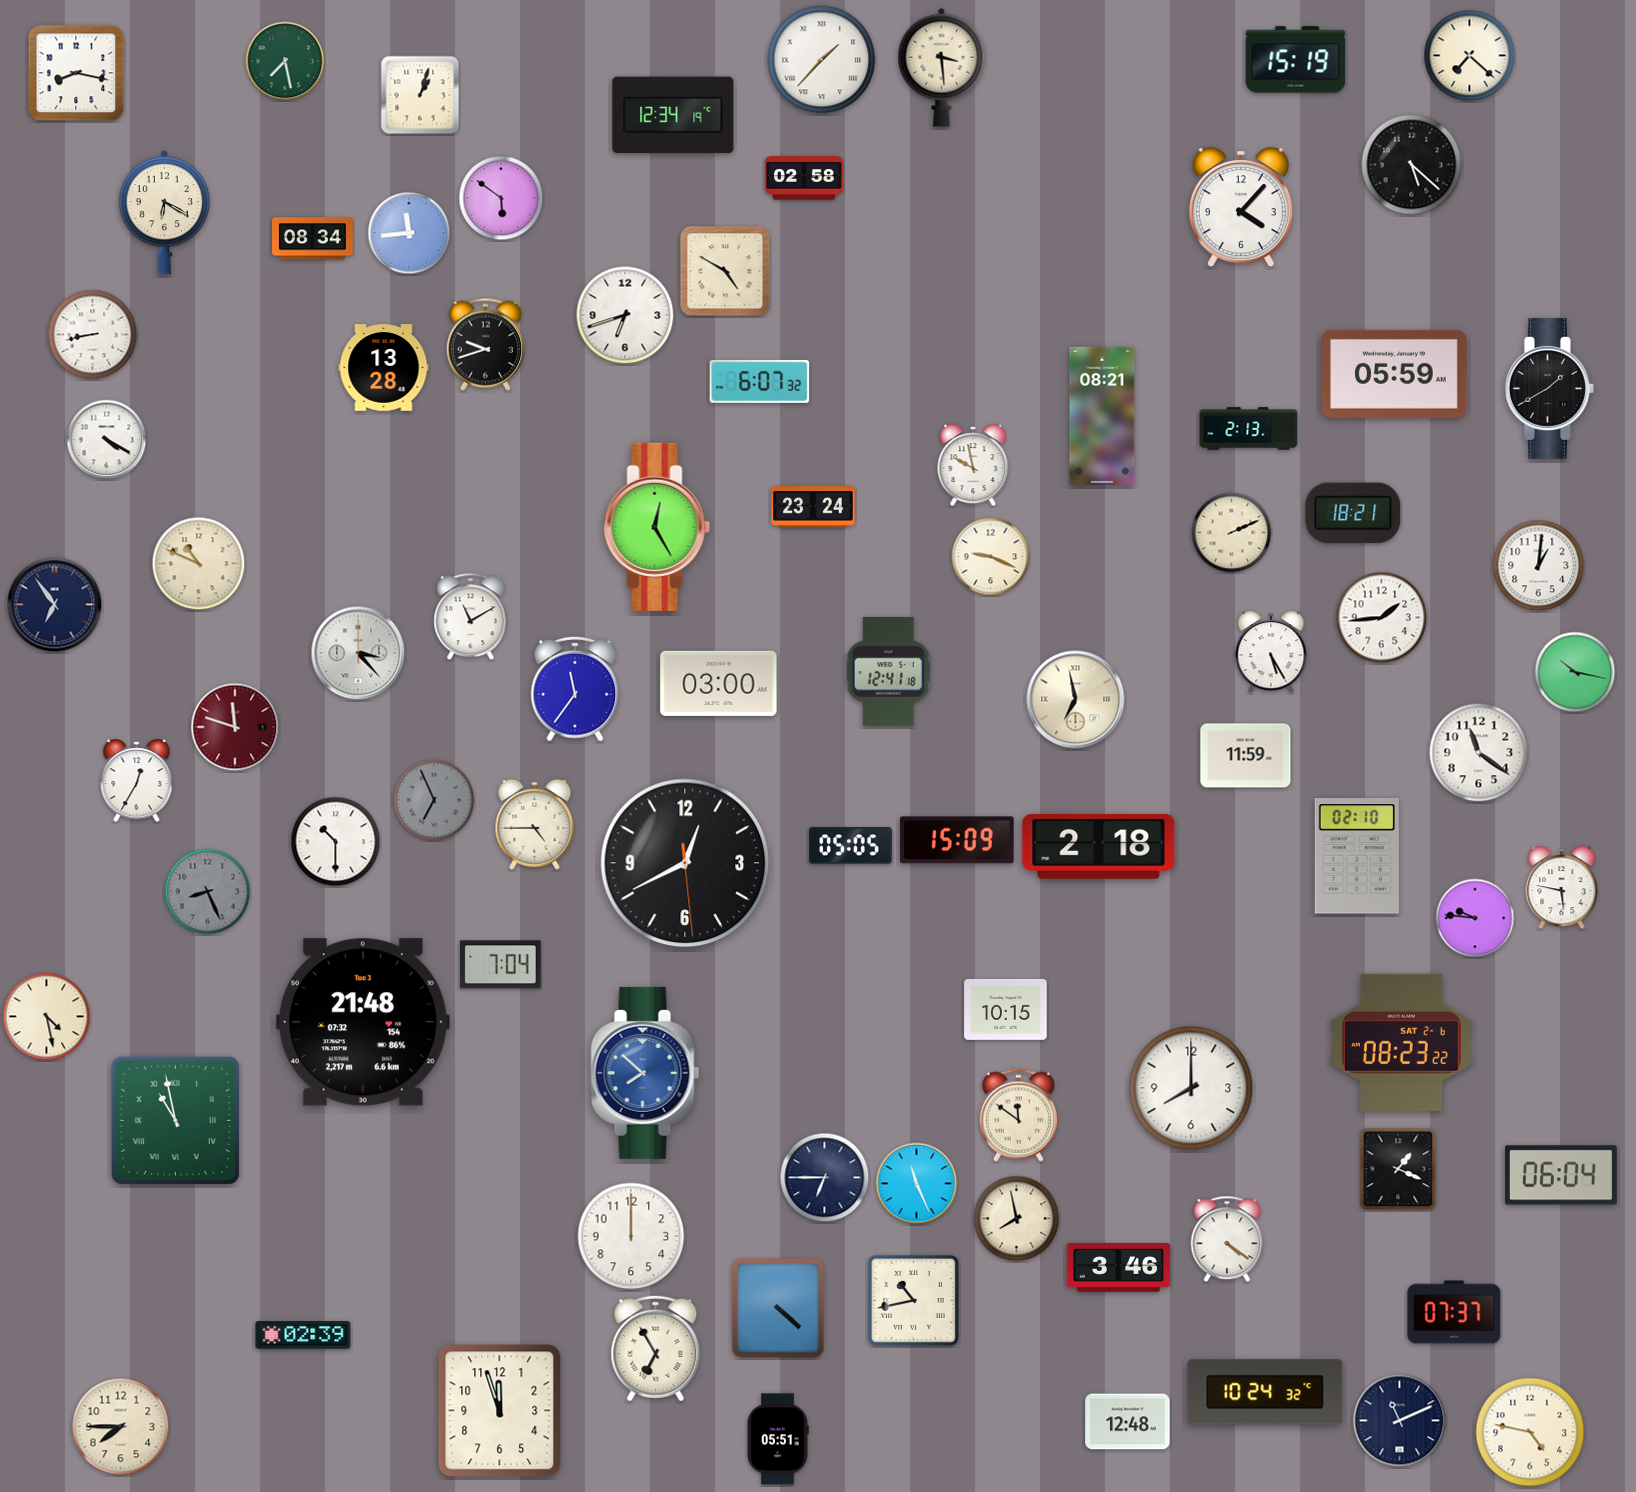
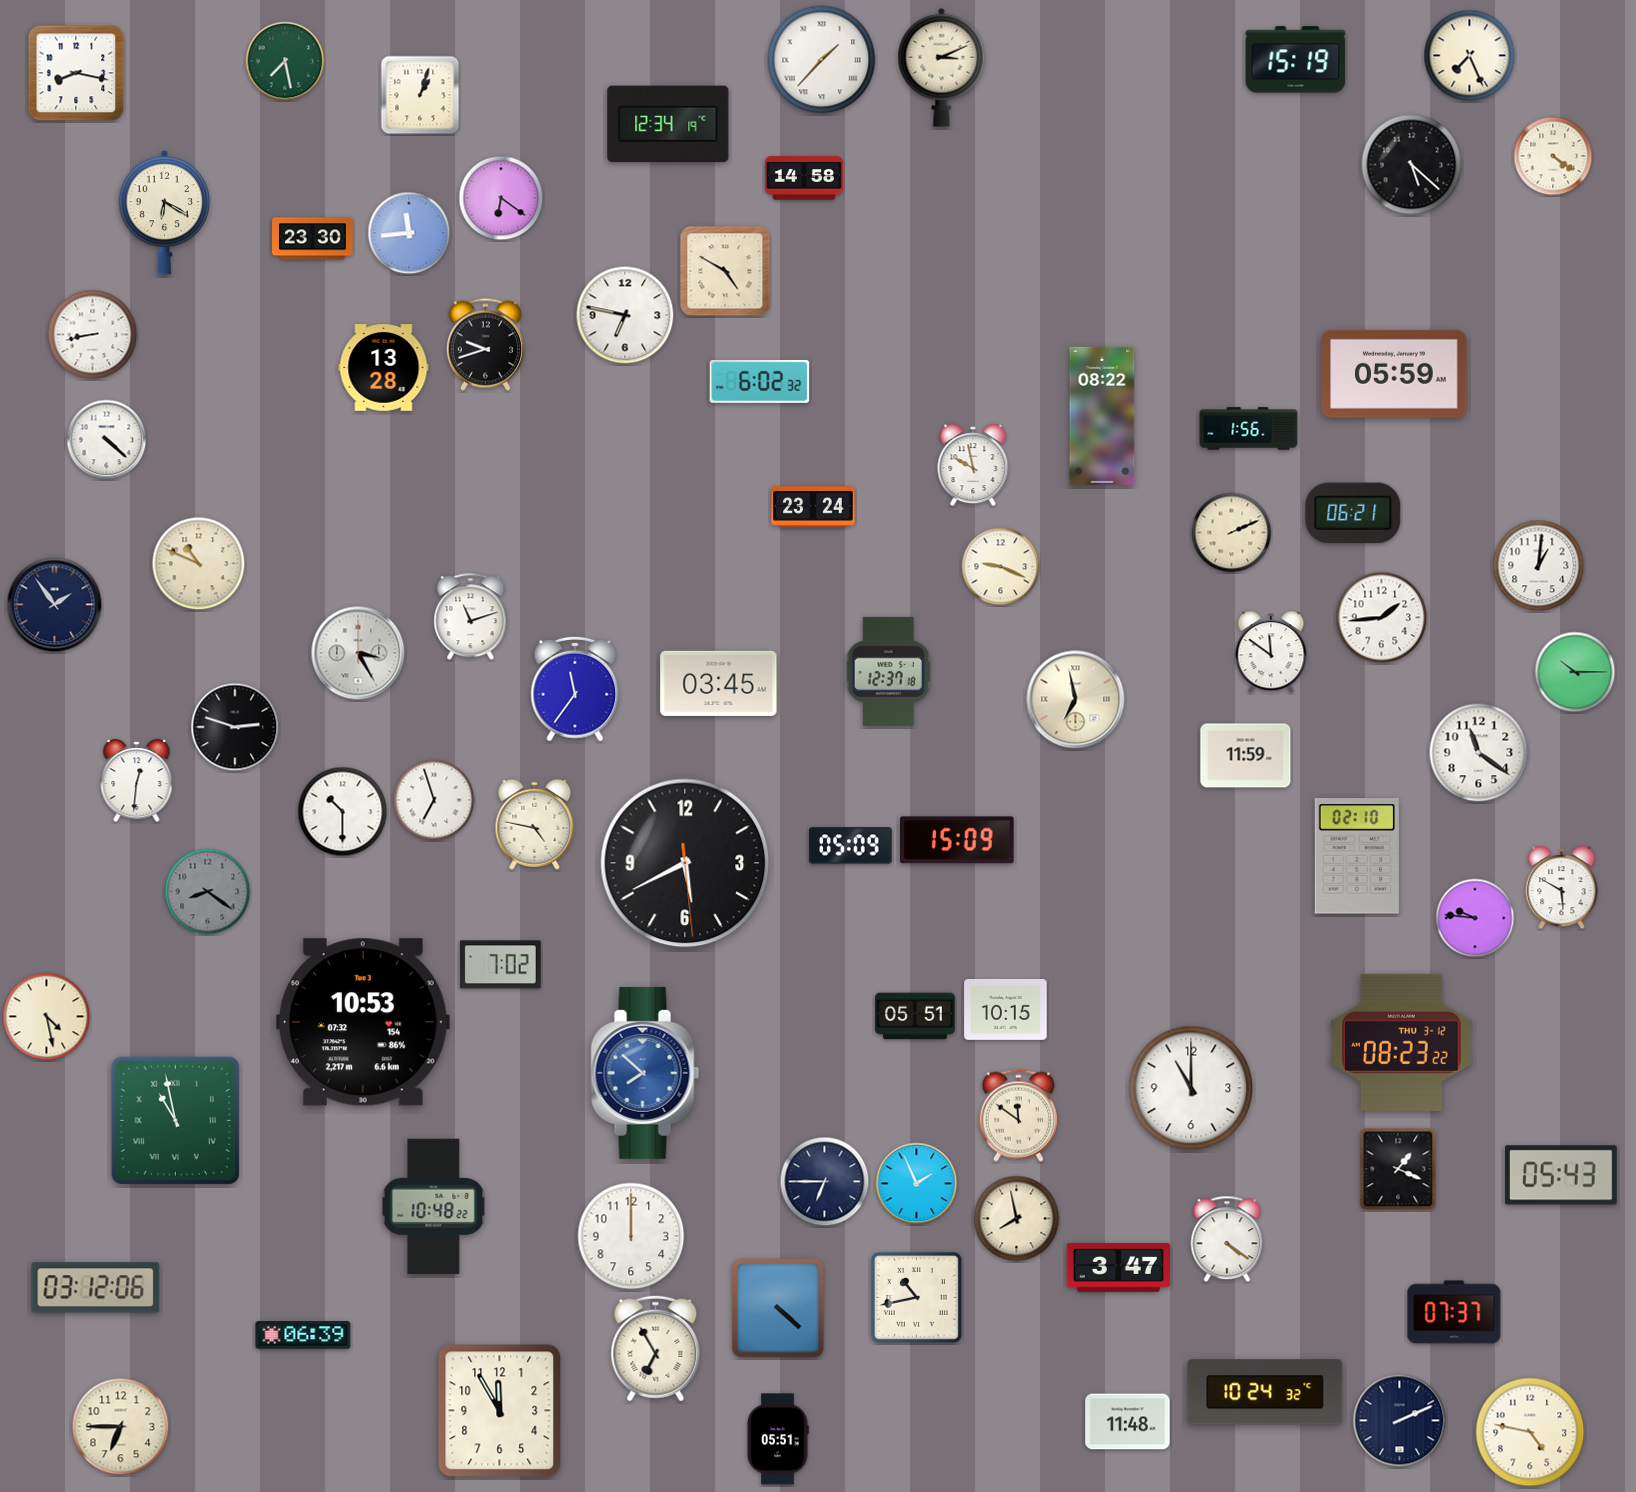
clock at (1470, 56): 7:22 -> 7:26
clock at (942, 67): 3:29 -> 3:11
clock at (673, 115) position: (673, 115) -> (668, 124)
clock at (1553, 156): none -> 4:21
clock at (804, 178): 02:58 -> 14:58
clock at (501, 198): 5:51 -> 6:21
clock at (1241, 208): 4:07 -> none
clock at (313, 239): 08:34 -> 23:30
clock at (625, 315): 6:42 -> 6:47
clock at (760, 381): 6:07 -> 6:02
clock at (1549, 388): 1:40 -> none
clock at (1102, 416): 08:21 -> 08:22
clock at (1249, 429): 2:13 -> 1:56
clock at (107, 440): 4:20 -> 4:22
clock at (1353, 513): 18:21 -> 06:21
clock at (657, 527): 12:25 -> none
clock at (991, 557) position: (991, 557) -> (1001, 567)
clock at (55, 605): 6:54 -> 1:54
clock at (471, 617): 11:10 -> 11:12
clock at (1271, 652): 5:25 -> 11:51
clock at (358, 653): 3:23 -> 3:25
clock at (889, 671): 12:41 -> 12:37
clock at (1575, 672): 10:17 -> 10:15
clock at (719, 683): 03:00 -> 03:45
clock at (235, 727): 11:48 -> 2:48
clock at (235, 727) dial: burgundy -> black
clock at (137, 781): 12:35 -> 12:31
clock at (434, 800): 6:56 -> 6:57
clock at (434, 800) dial: grey -> white
clock at (535, 824): 4:45 -> 4:47
clock at (336, 842) position: (336, 842) -> (343, 812)
clock at (851, 846): 05:05 -> 05:09
clock at (1099, 846): 2:18 -> none
clock at (685, 863): 12:40 -> 5:40
clock at (1562, 888): 5:47 -> 5:50
clock at (208, 892): 8:26 -> 8:21
clock at (500, 965): 7:04 -> 7:02
clock at (916, 1016): none -> 05:51
clock at (363, 1022): 21:48 -> 10:53
clock at (1401, 1042) date: SAT 2-6 -> THU 3-12
clock at (1191, 1088): 8:00 -> 11:00
clock at (1562, 1175): 06:04 -> 05:43
clock at (825, 1178) position: (825, 1178) -> (825, 1182)
clock at (917, 1184): 11:26 -> 1:56
clock at (434, 1206): none -> 10:48
clock at (1119, 1267): 3:46 -> 3:47
clock at (96, 1288): none -> 03:12
clock at (913, 1300) position: (913, 1300) -> (916, 1297)
clock at (303, 1335): 02:39 -> 06:39
clock at (500, 1411): 11:57 -> 11:55
clock at (1400, 1421): 11:11 -> 2:11
clock at (1128, 1422): 12:48 -> 11:48
clock at (121, 1427): 7:45 -> 6:45
